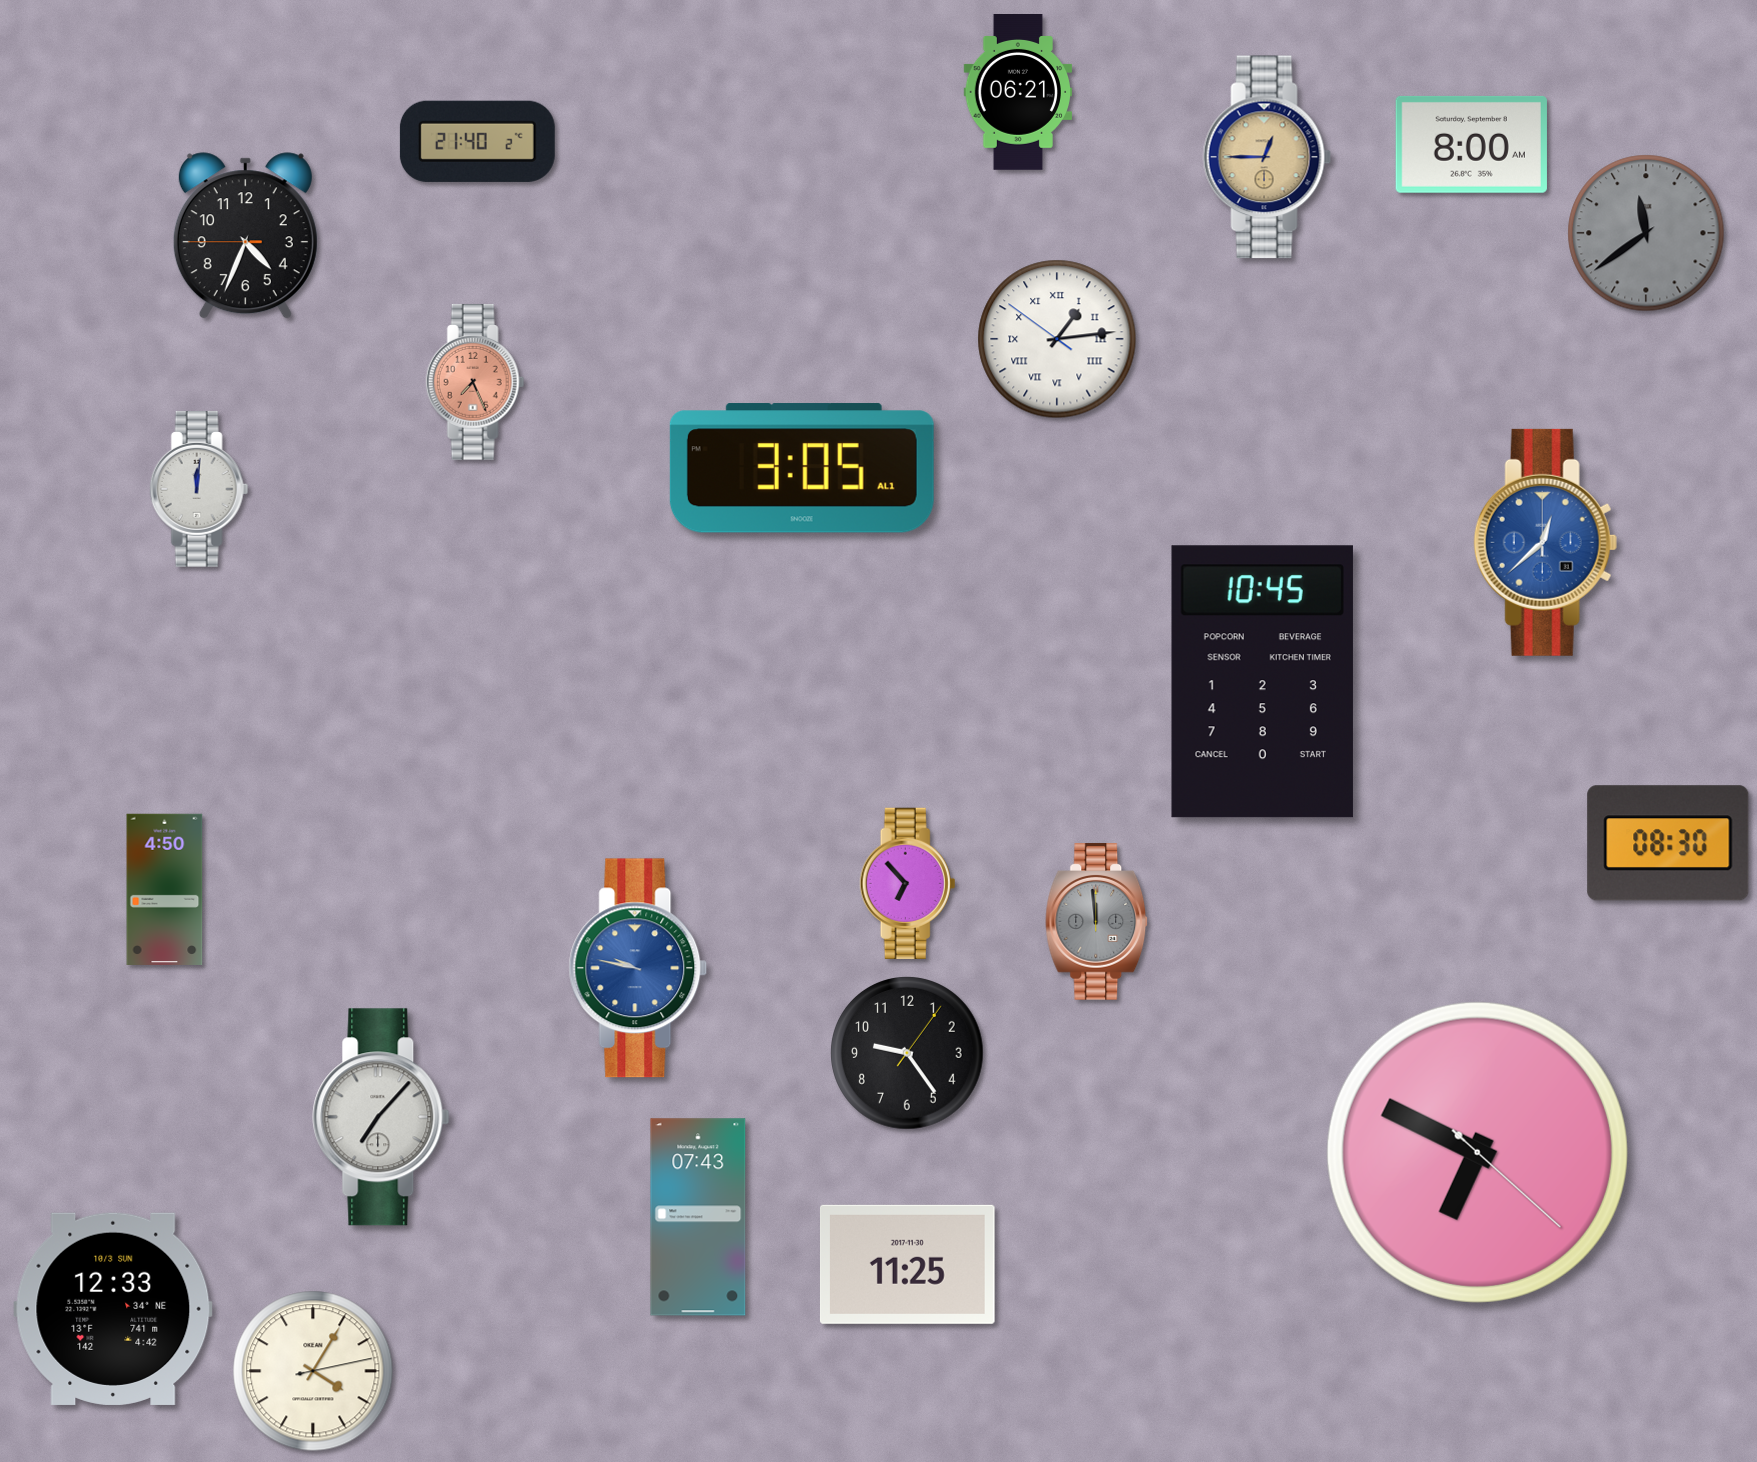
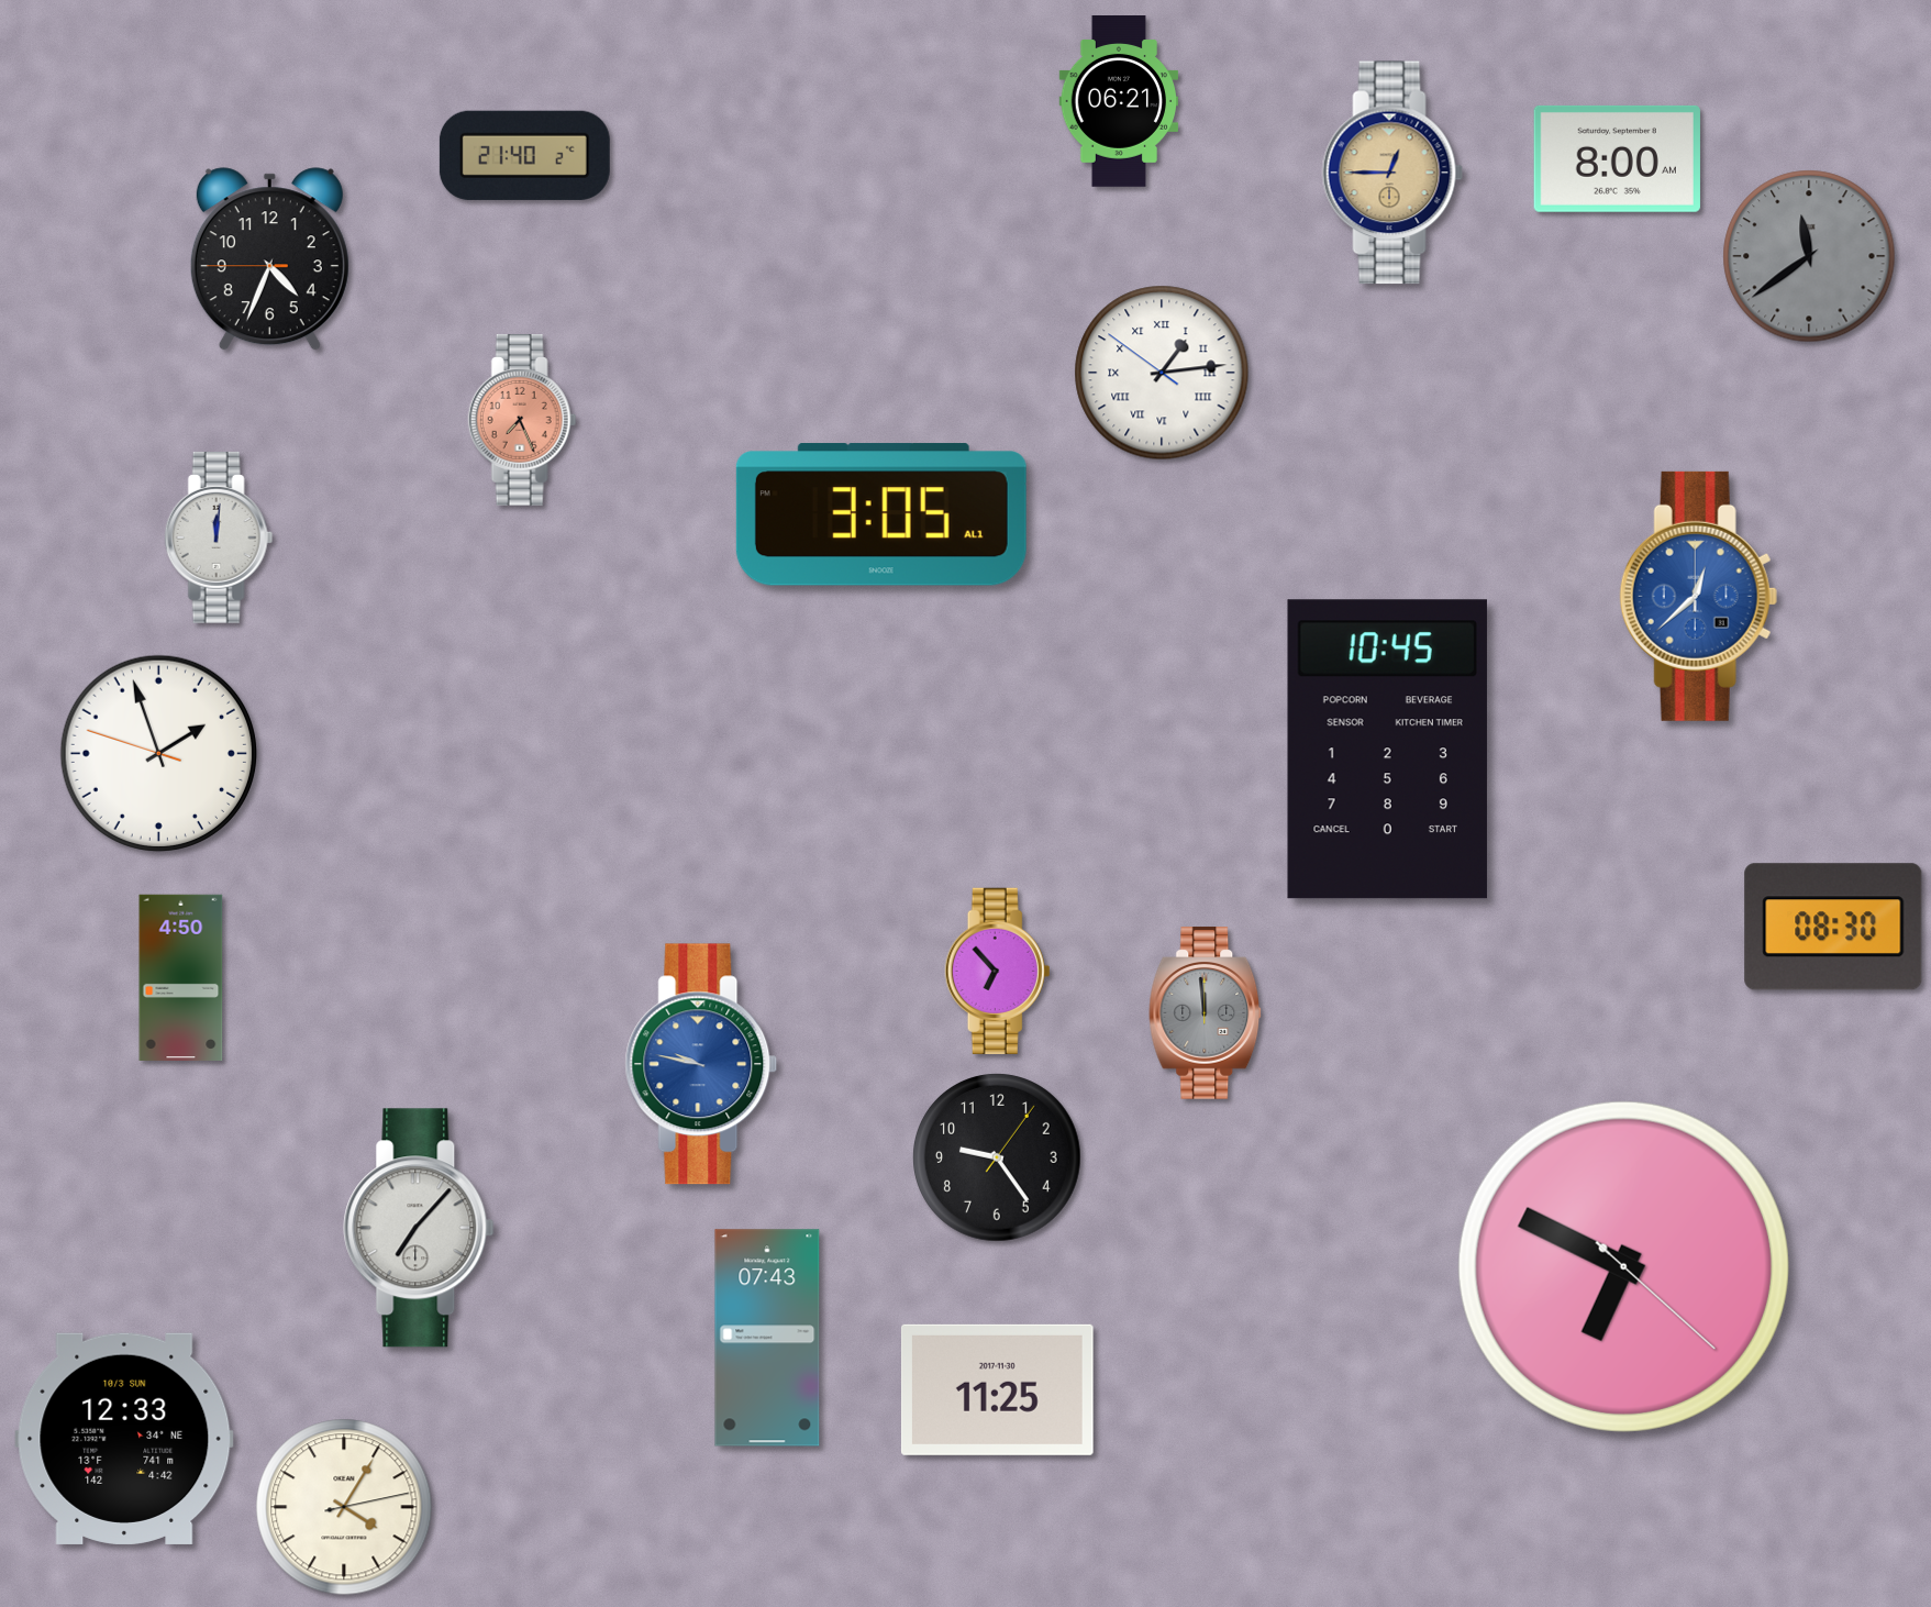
clock at (158, 753): none -> 1:56
